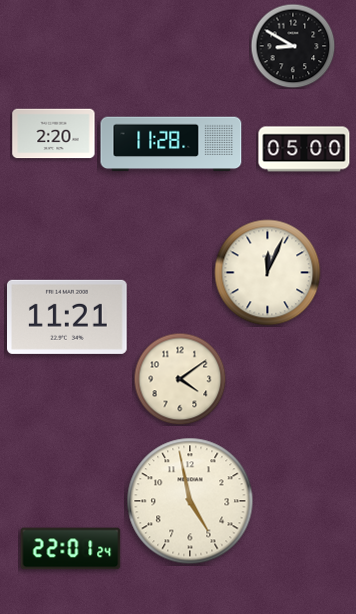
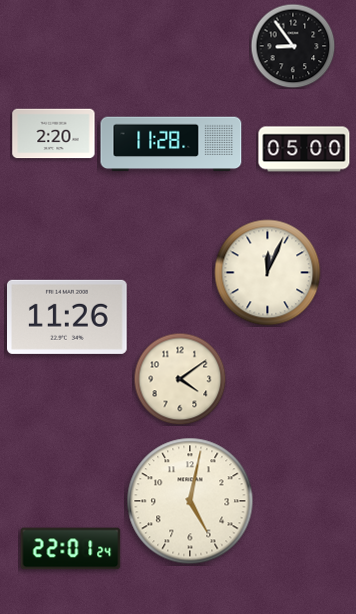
clock at (293, 46): 8:50 -> 8:54
clock at (68, 317): 11:21 -> 11:26
clock at (190, 501): 4:58 -> 5:02
